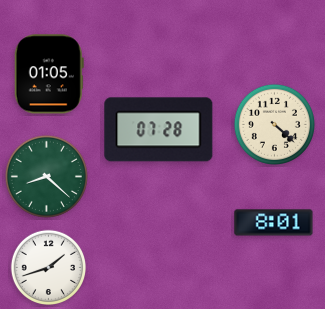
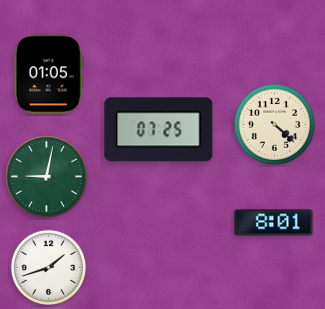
clock at (159, 130): 07:28 -> 07:25
clock at (46, 176): 8:22 -> 9:02
